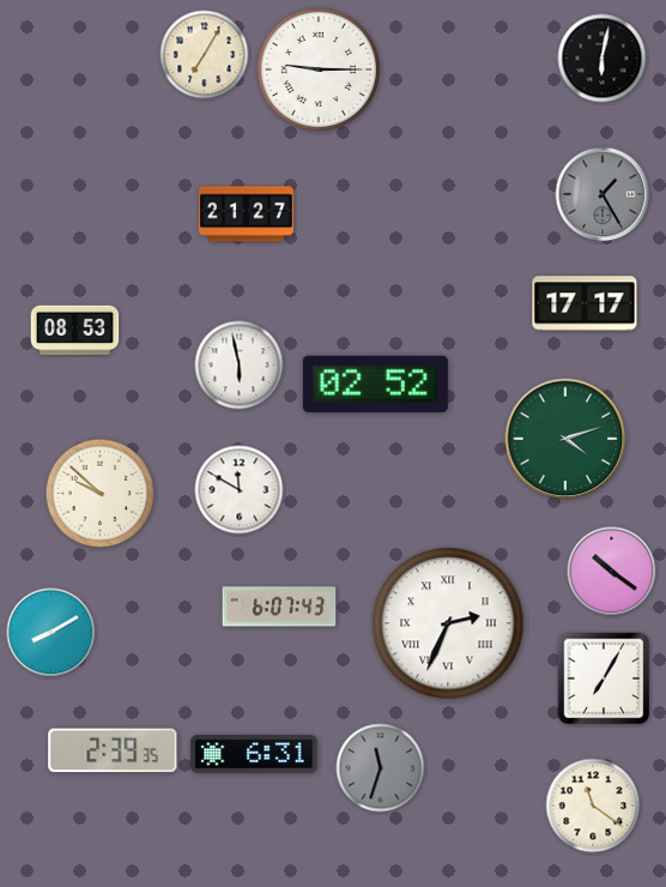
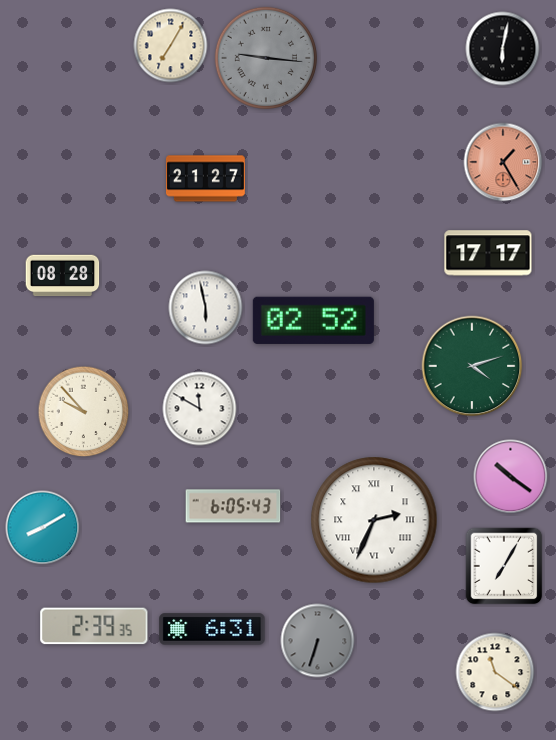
clock at (319, 70): 9:15 -> 9:16
clock at (319, 70) dial: white -> grey
clock at (603, 194) dial: grey -> salmon
clock at (75, 331): 08:53 -> 08:28
clock at (240, 366) position: (240, 366) -> (206, 308)
clock at (101, 494): 9:52 -> 9:53
clock at (279, 607): 6:07 -> 6:05
clock at (381, 768): 11:33 -> 6:33
